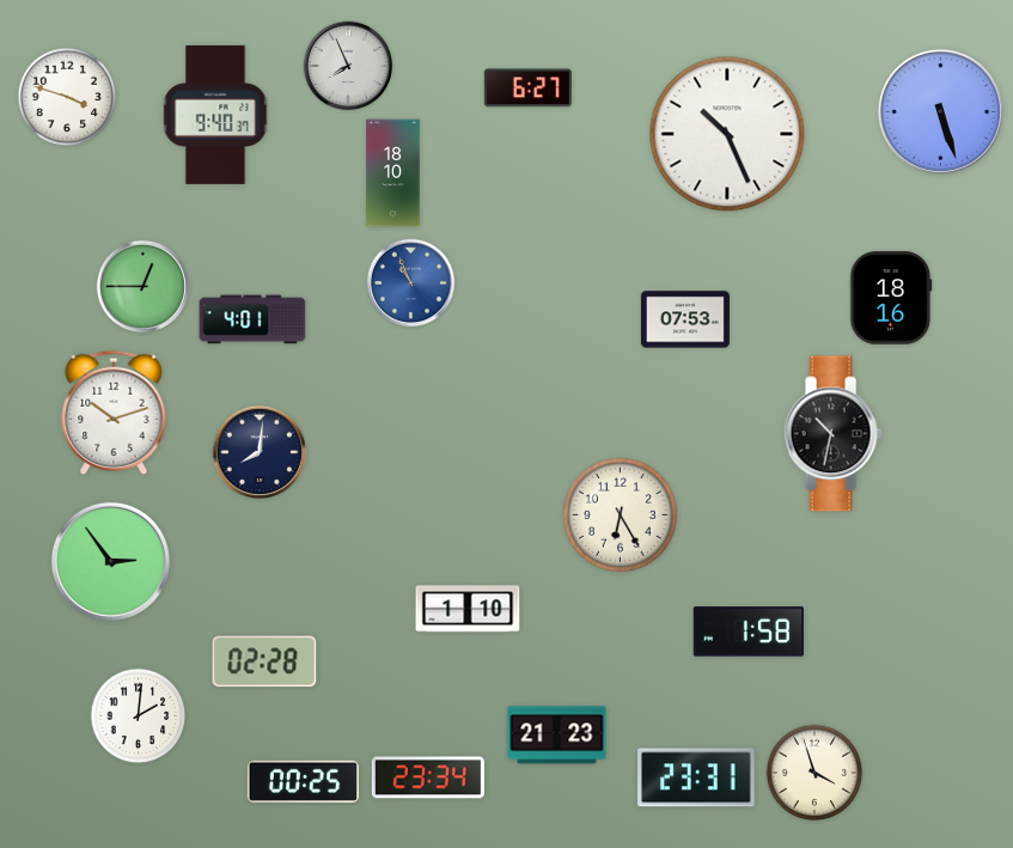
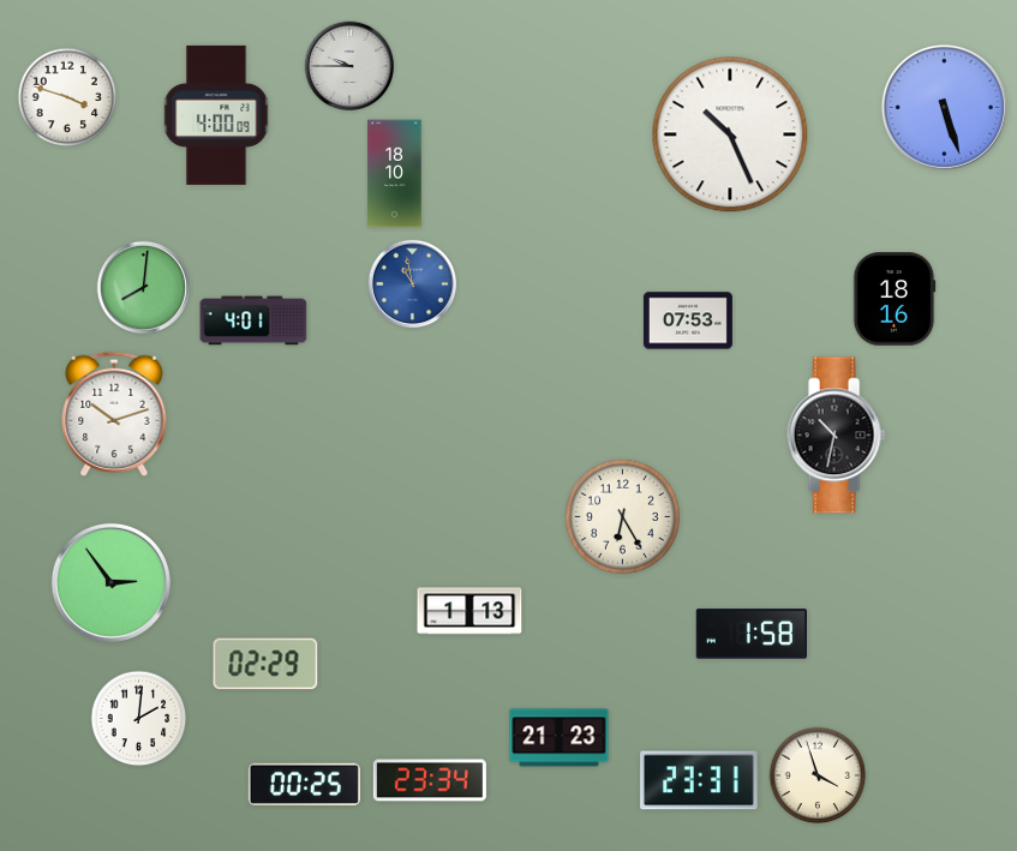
clock at (348, 66): 7:56 -> 9:45
clock at (527, 89): 6:27 -> none
clock at (940, 111) position: (940, 111) -> (944, 107)
clock at (215, 115): 9:40 -> 4:00
clock at (411, 283): 10:56 -> 10:58
clock at (144, 287): 12:45 -> 8:01
clock at (258, 451): 8:01 -> none
clock at (110, 561) position: (110, 561) -> (110, 582)
clock at (468, 609): 1:10 -> 1:13
clock at (264, 661): 02:28 -> 02:29
